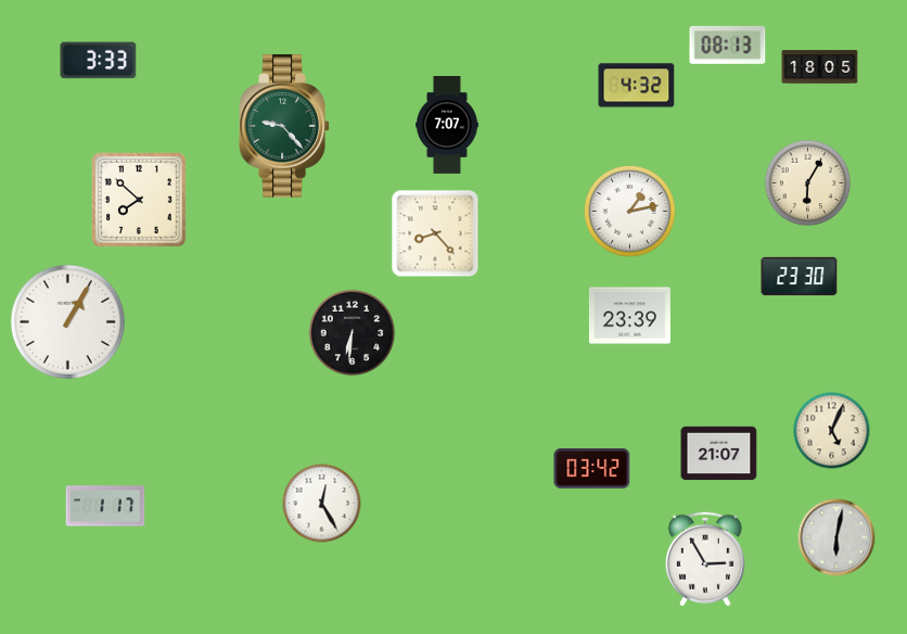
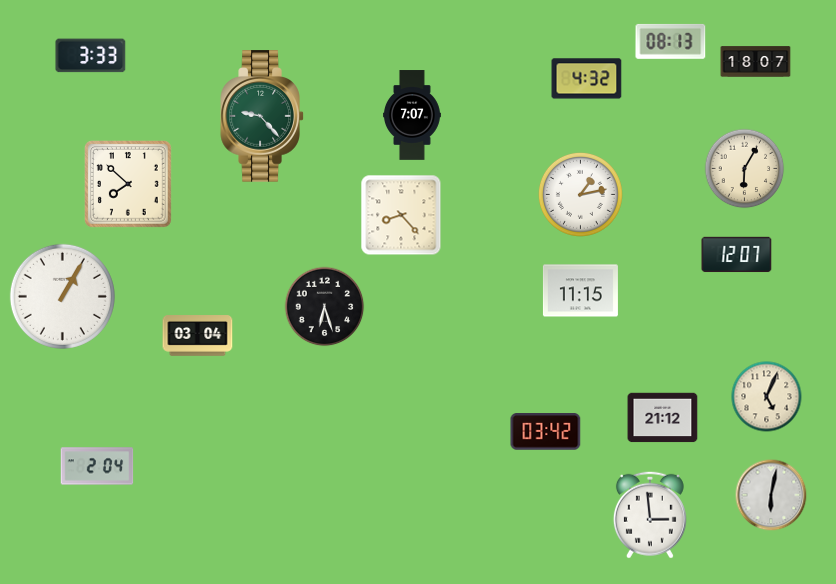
clock at (820, 67): 18:05 -> 18:07
clock at (800, 277): 23:30 -> 12:07
clock at (629, 316): 23:39 -> 11:15
clock at (353, 333): 6:31 -> 6:27
clock at (198, 336): none -> 03:04
clock at (719, 454): 21:07 -> 21:12
clock at (322, 504): 12:25 -> none
clock at (105, 506): 1:17 -> 2:04
clock at (705, 559): 2:55 -> 2:59
